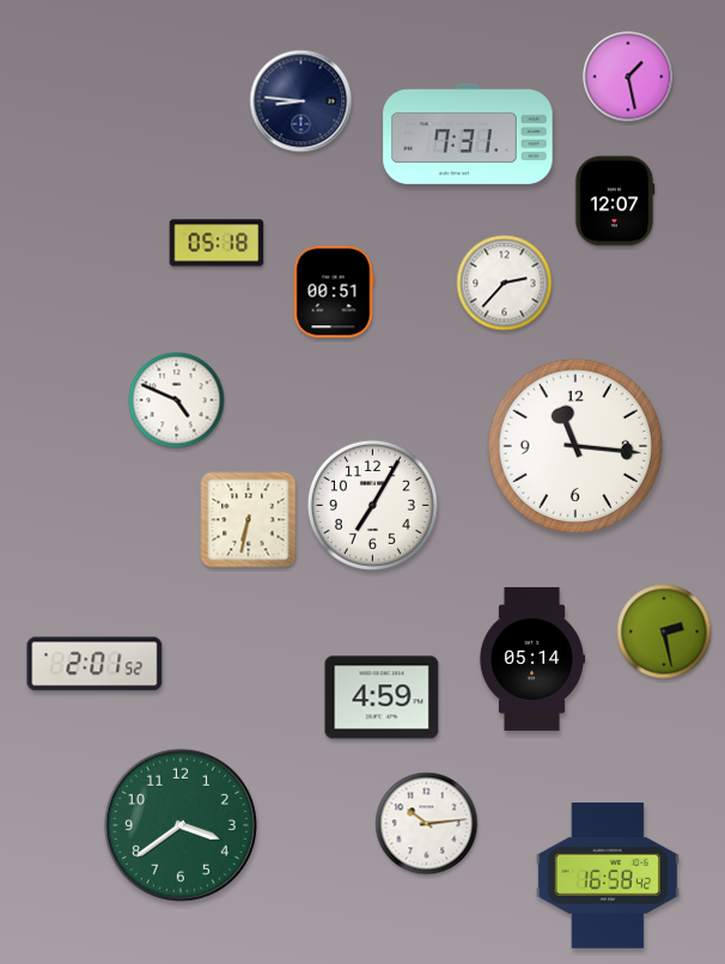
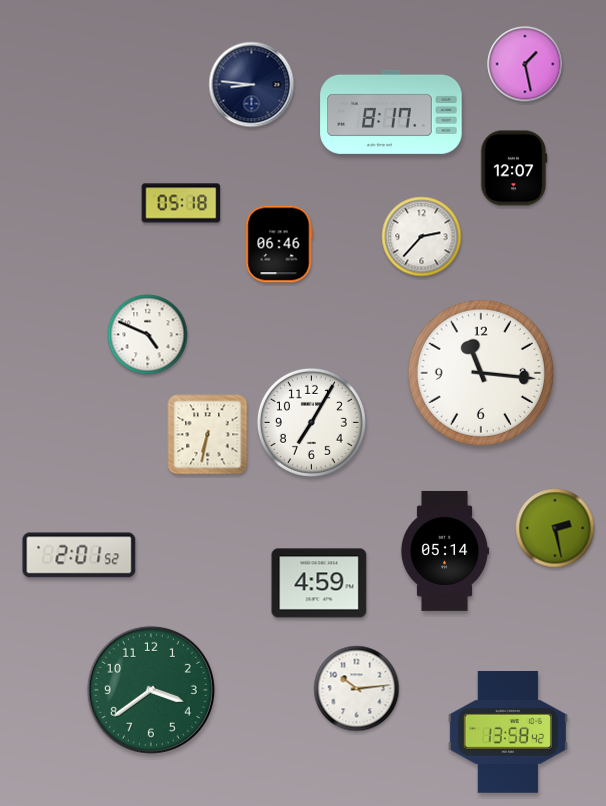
clock at (468, 134): 7:31 -> 8:17
clock at (334, 292): 00:51 -> 06:46
clock at (608, 875): 16:58 -> 13:58
